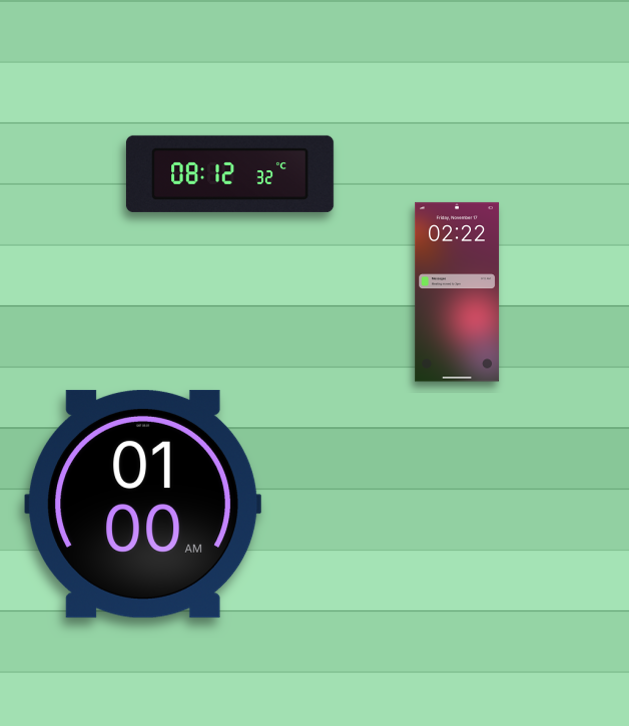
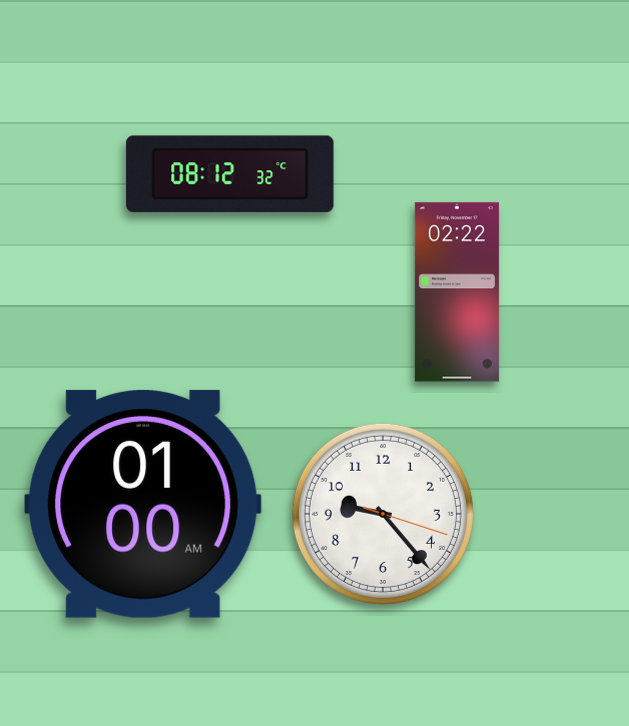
clock at (383, 514): none -> 9:23
